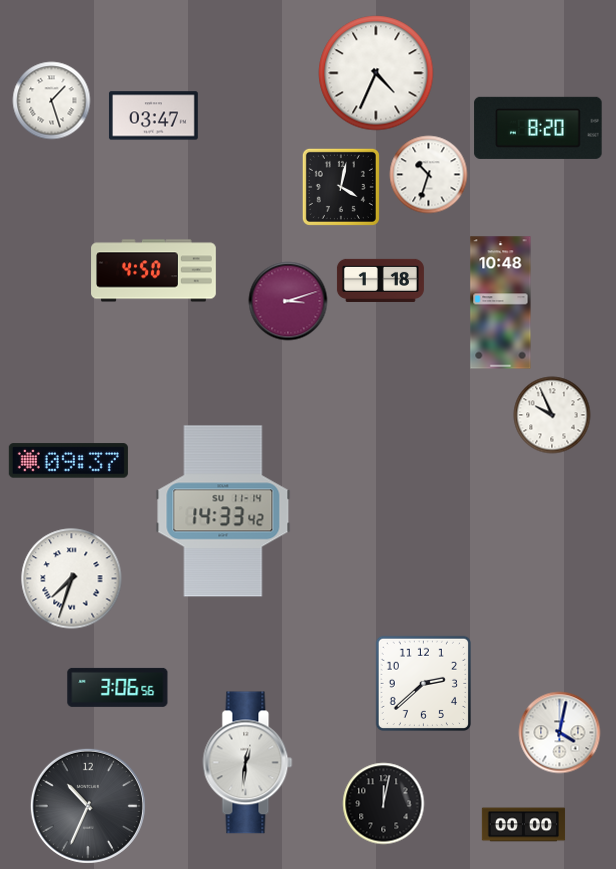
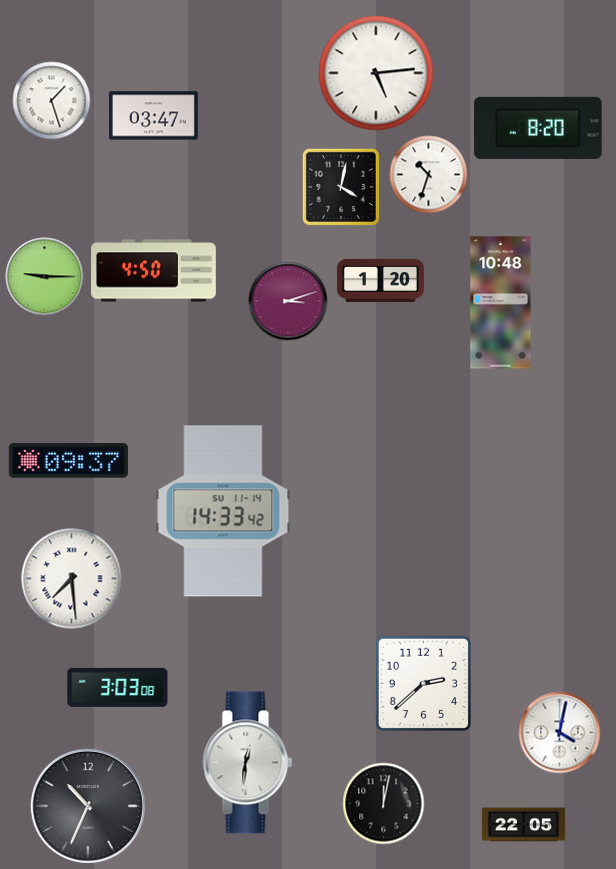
clock at (376, 73): 4:34 -> 5:14
clock at (45, 277): none -> 9:15
clock at (380, 280): 1:18 -> 1:20
clock at (552, 415): 9:56 -> none
clock at (72, 579): 7:33 -> 7:29
clock at (118, 687): 3:06 -> 3:03
clock at (524, 825): 00:00 -> 22:05
